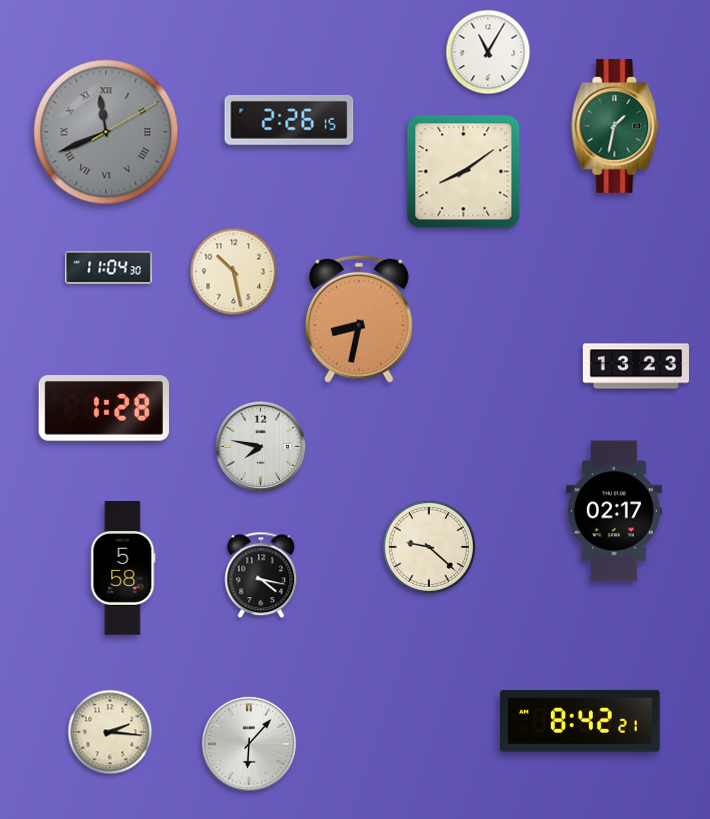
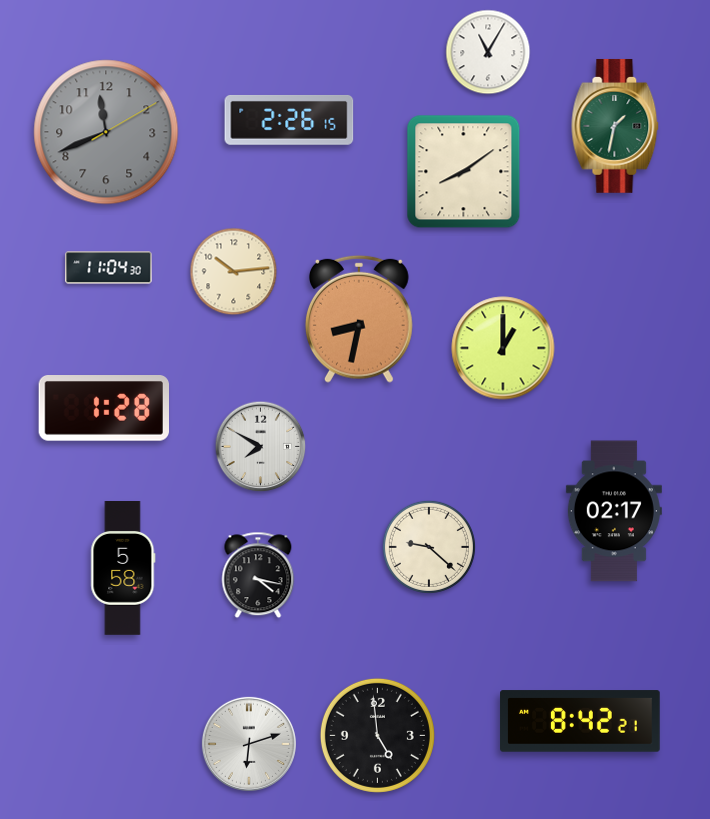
clock at (106, 132) numerals: Roman -> Arabic
clock at (234, 272): 10:28 -> 10:14
clock at (503, 348): none -> 1:00
clock at (635, 366): 13:23 -> none
clock at (261, 447): 7:47 -> 7:50
clock at (261, 575) position: (261, 575) -> (258, 575)
clock at (110, 732): 2:16 -> none
clock at (377, 735): none -> 4:59
clock at (249, 744): 6:07 -> 6:12
